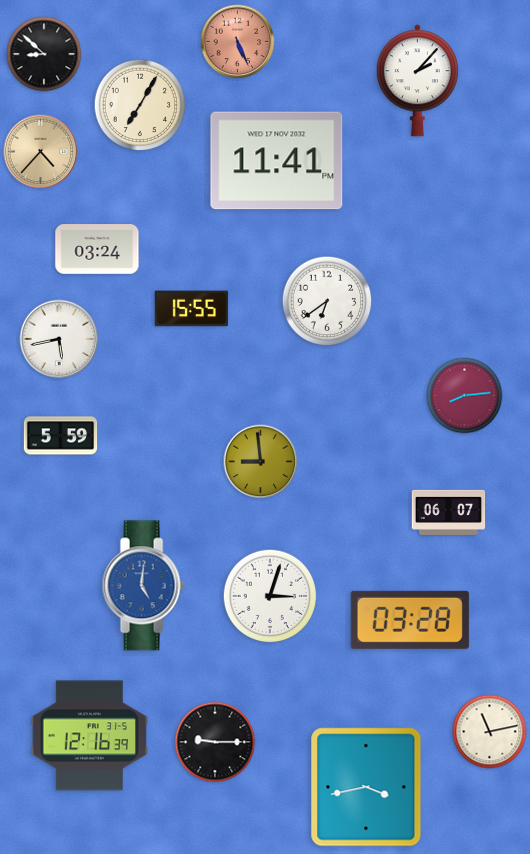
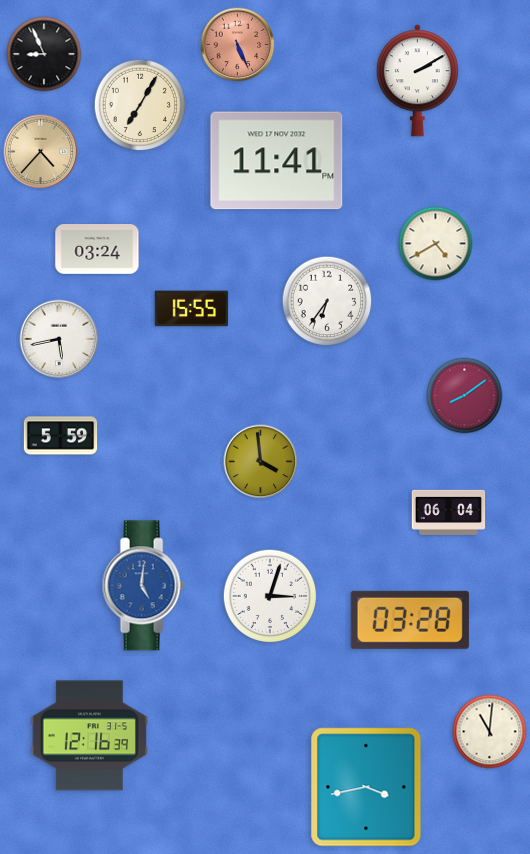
clock at (238, 42) position: (238, 42) -> (238, 45)
clock at (44, 54): 8:52 -> 8:56
clock at (417, 81): 2:07 -> 2:10
clock at (436, 244): none -> 4:40
clock at (327, 301): 6:39 -> 6:36
clock at (465, 396): 8:14 -> 8:09
clock at (261, 462): 8:59 -> 3:59
clock at (449, 512): 06:07 -> 06:04
clock at (490, 732): 11:13 -> 11:01
clock at (215, 742): 9:15 -> none
